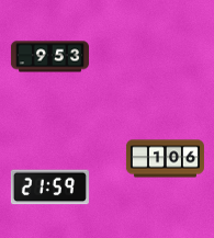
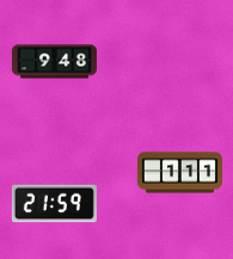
clock at (49, 57): 9:53 -> 9:48
clock at (165, 159): 1:06 -> 1:11
